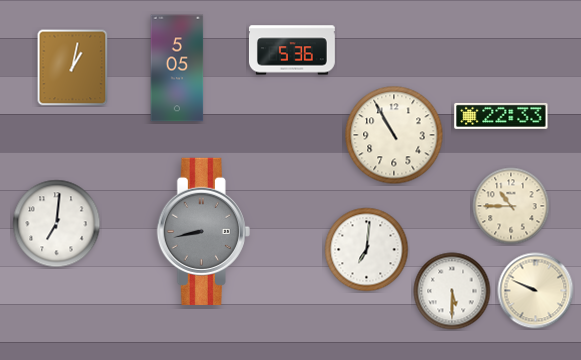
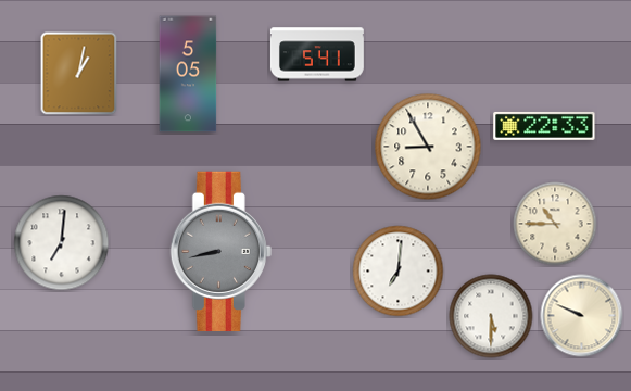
clock at (292, 50): 5:36 -> 5:41
clock at (177, 68) position: (177, 68) -> (188, 74)
clock at (394, 135): 10:55 -> 8:55
